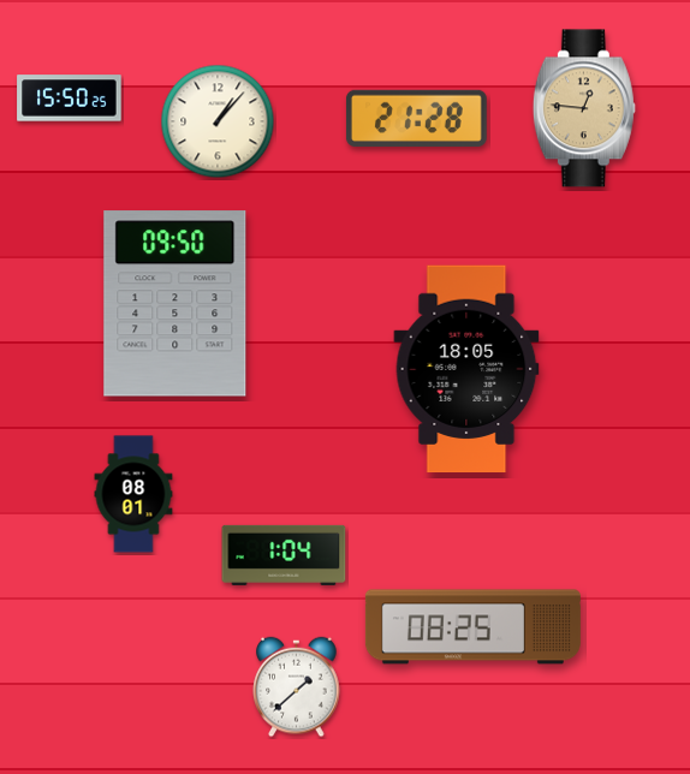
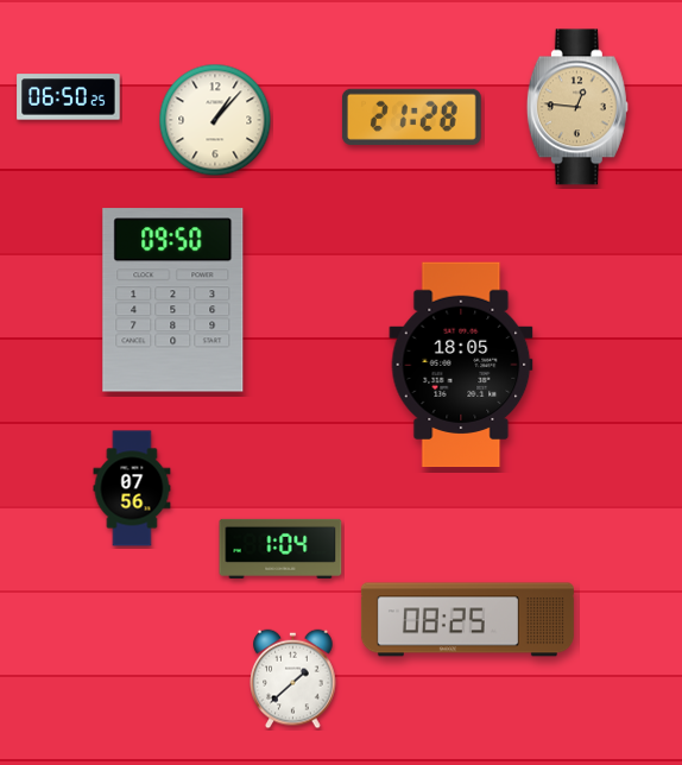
clock at (70, 99): 15:50 -> 06:50
clock at (133, 494): 08:01 -> 07:56
